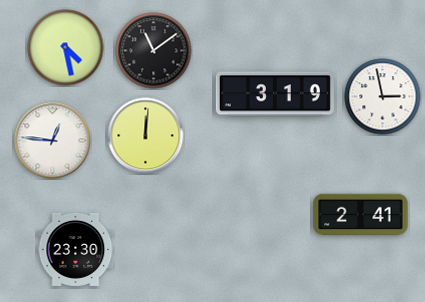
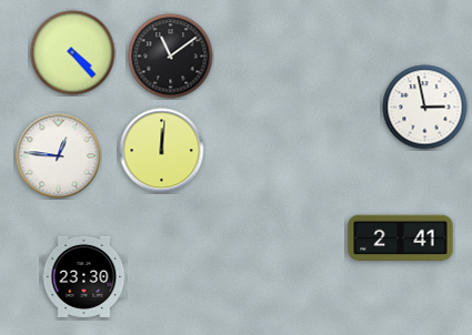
clock at (66, 48): 4:28 -> 4:23
clock at (275, 94): 3:19 -> none
